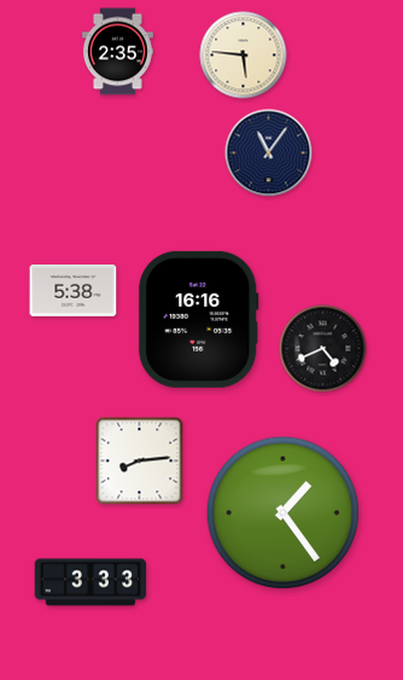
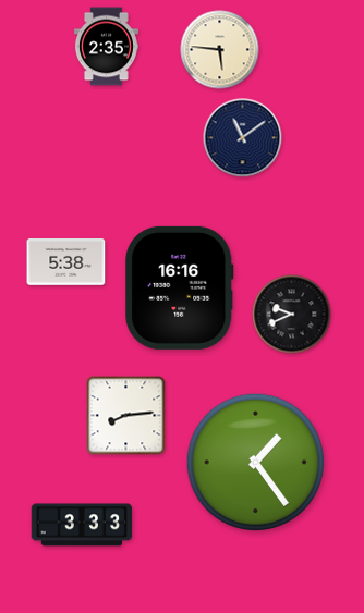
clock at (269, 153): 11:06 -> 11:09
clock at (323, 349): 4:41 -> 9:41
